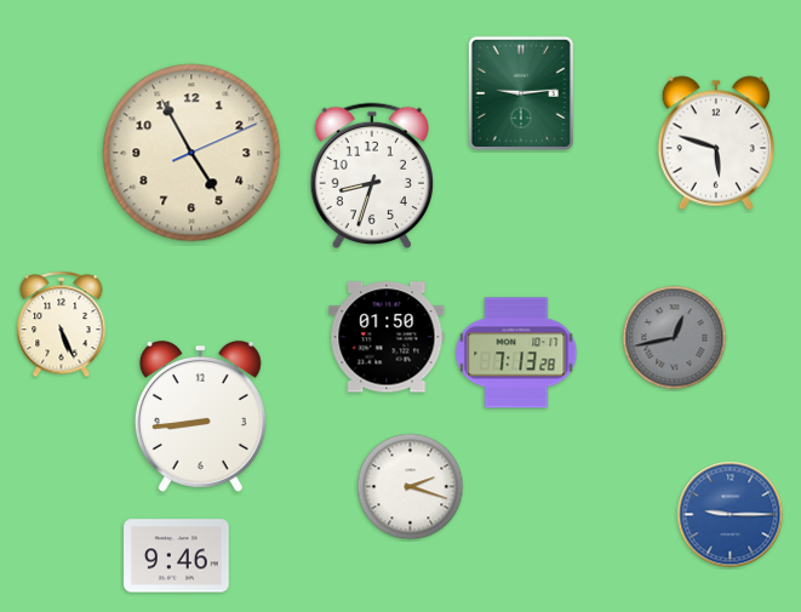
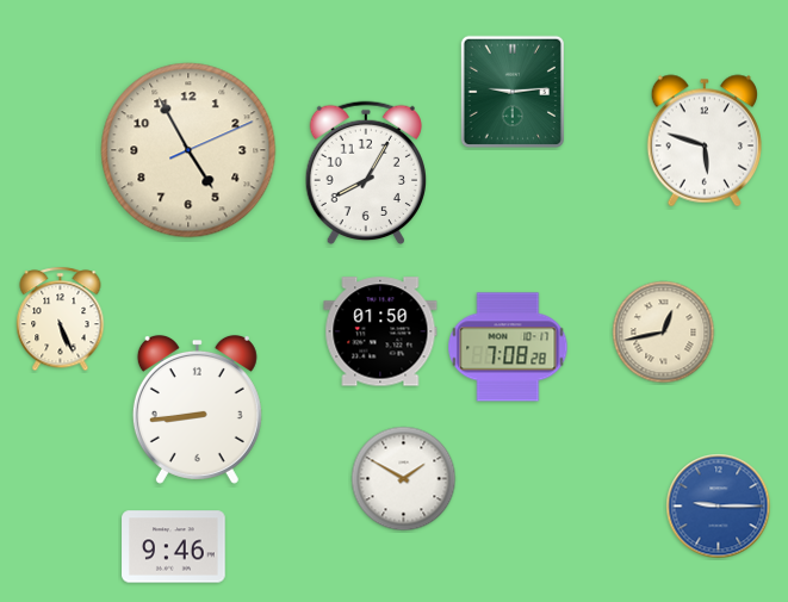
clock at (371, 176): 8:33 -> 8:05
clock at (675, 338) dial: grey -> cream
clock at (516, 353): 7:13 -> 7:08
clock at (411, 487): 2:18 -> 1:50
